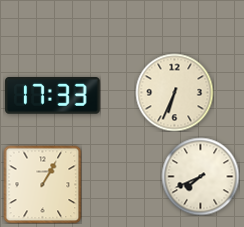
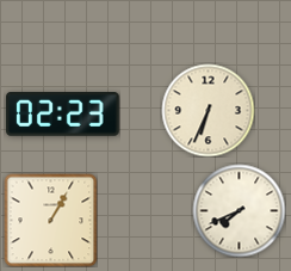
clock at (53, 96): 17:33 -> 02:23
